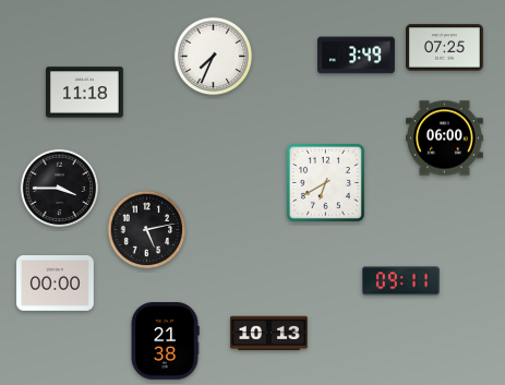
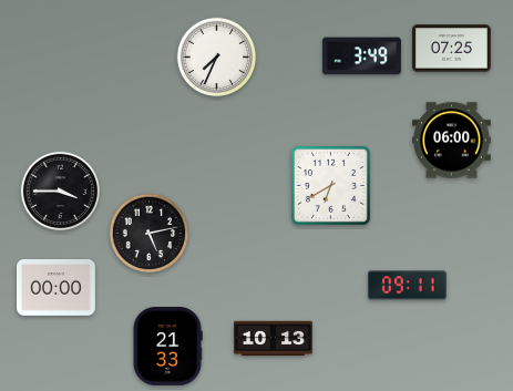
clock at (85, 93): 11:18 -> none
clock at (165, 341): 21:38 -> 21:33
